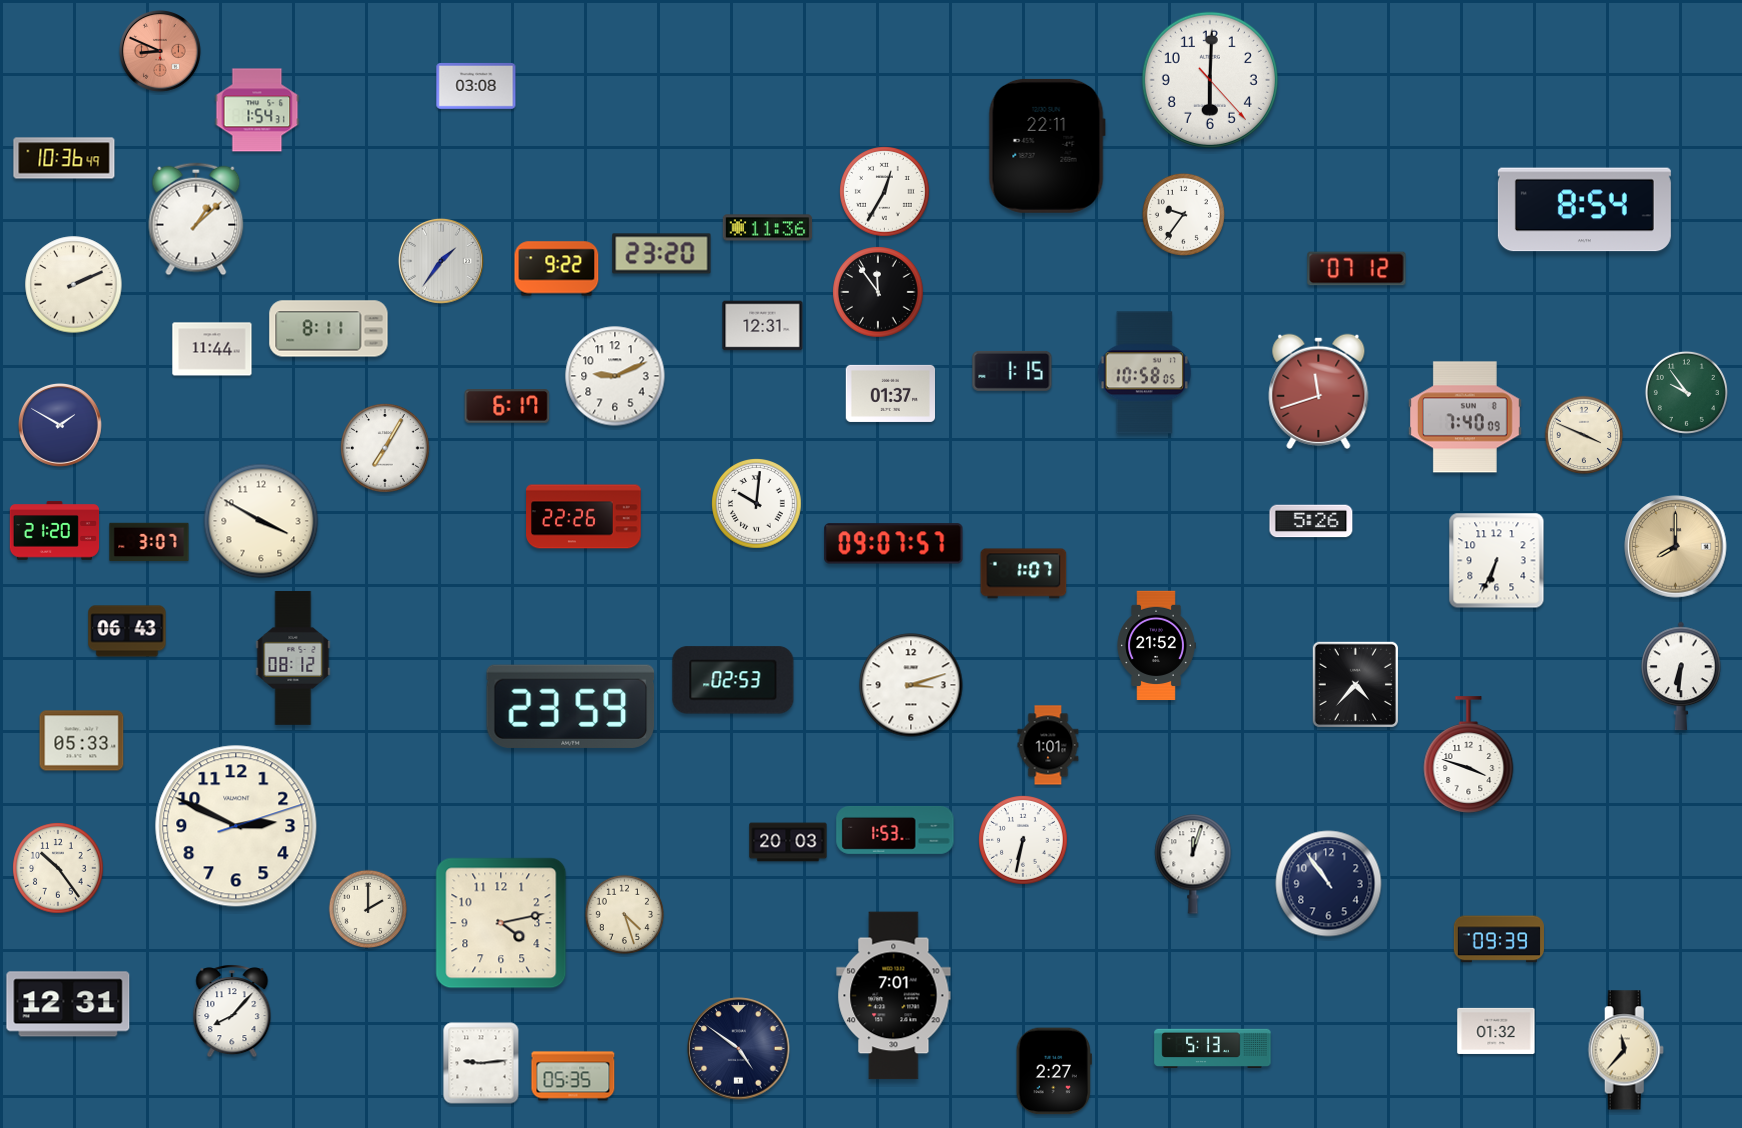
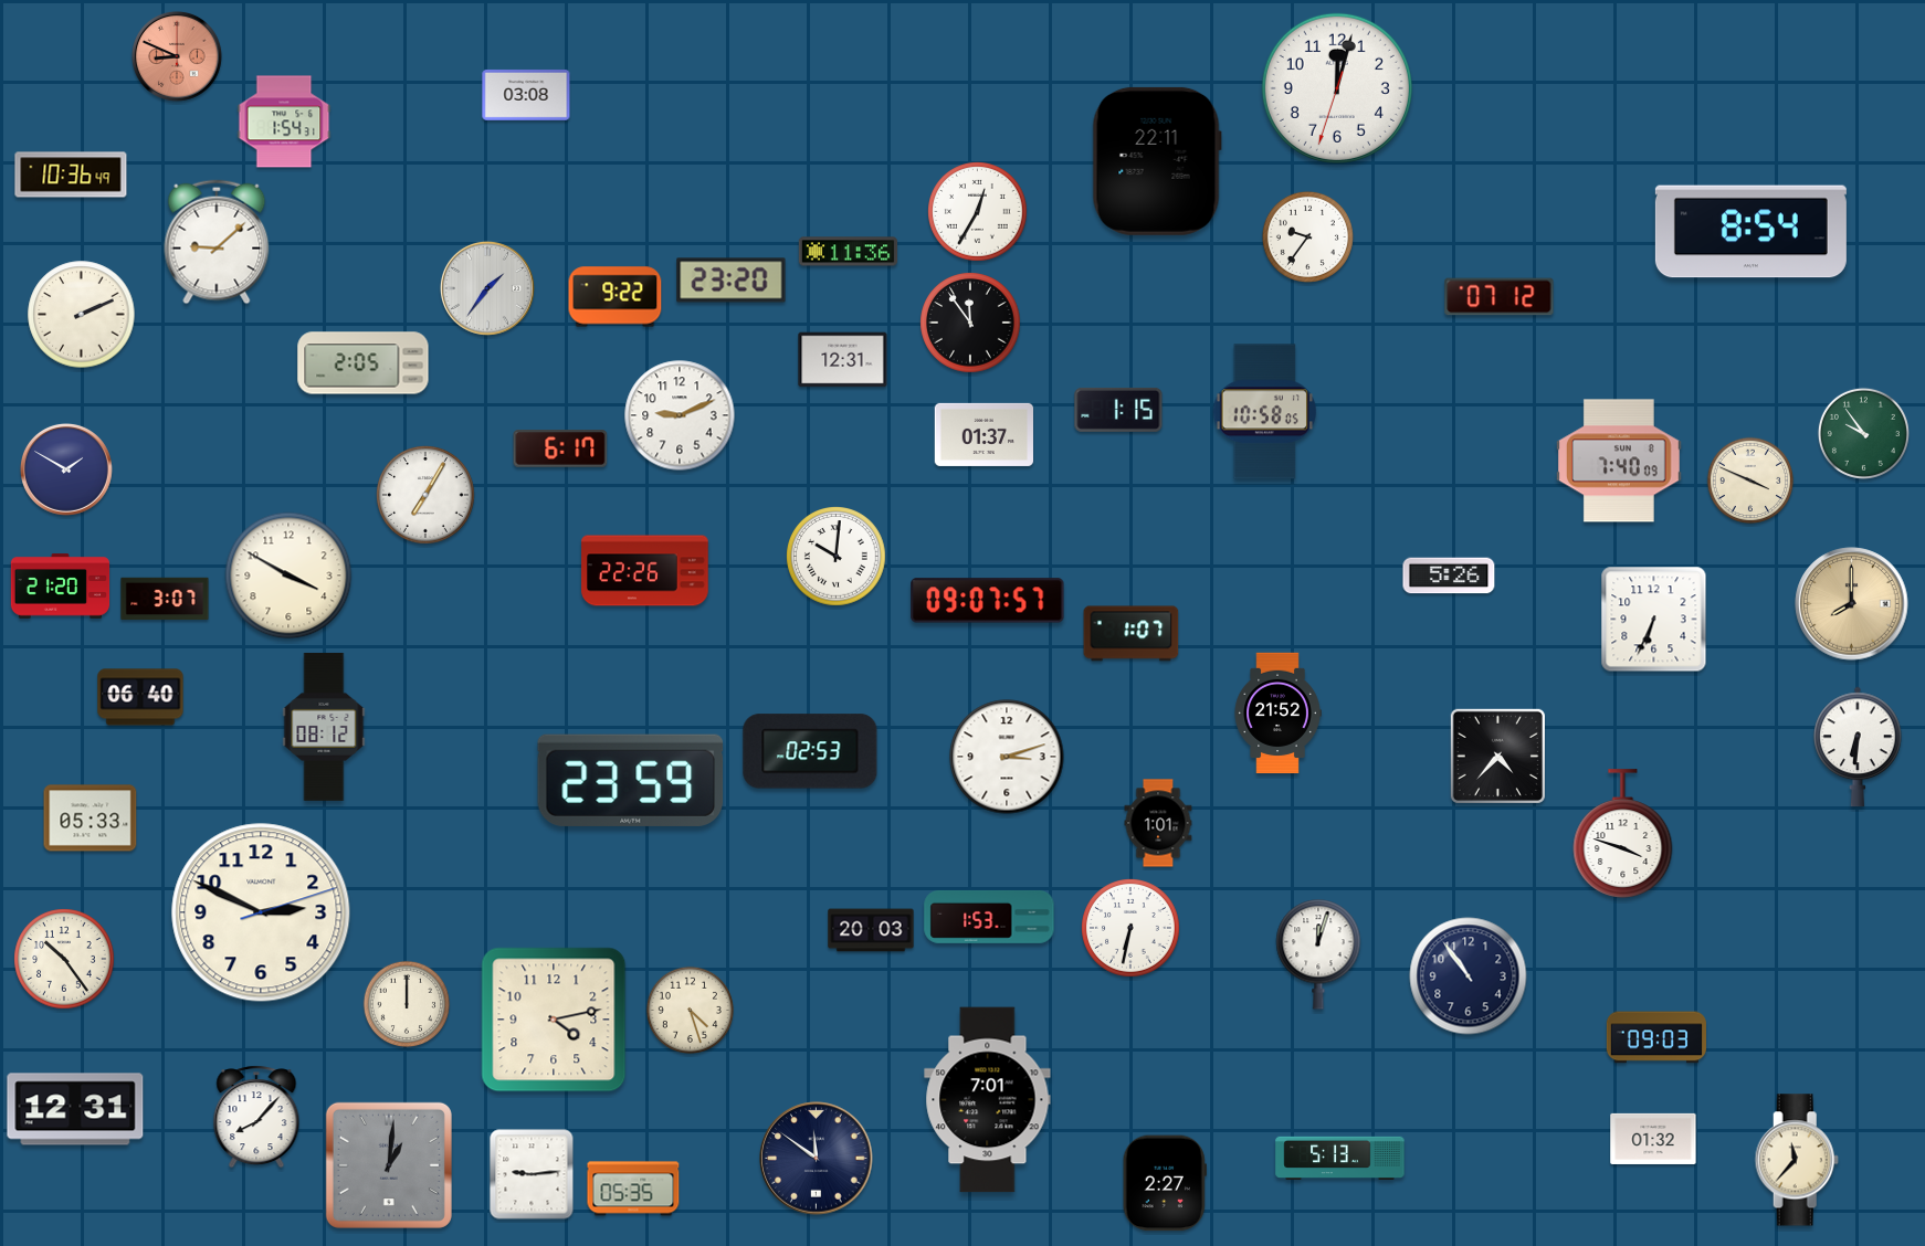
clock at (1210, 80): 6:00 -> 12:02
clock at (196, 219): 1:08 -> 9:08
clock at (329, 329): 8:11 -> 2:05
clock at (212, 349): 11:44 -> none
clock at (1319, 391): 11:42 -> none
clock at (127, 631): 06:43 -> 06:40
clock at (368, 909): 2:00 -> 12:00
clock at (1499, 939): 09:39 -> 09:03
clock at (739, 1049): 4:51 -> 11:51
clock at (389, 1165): none -> 1:01
